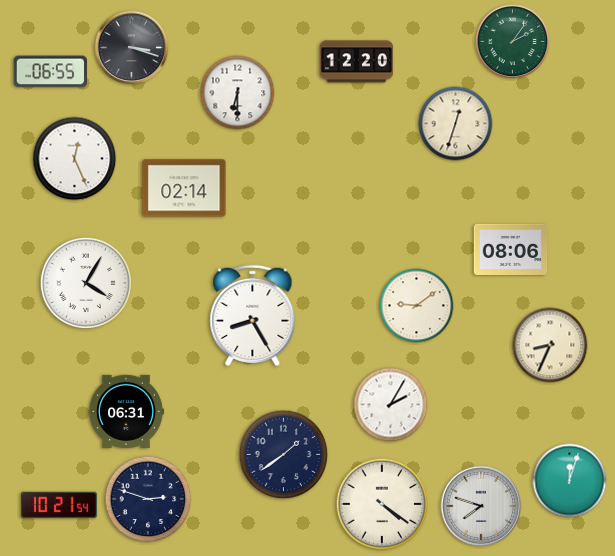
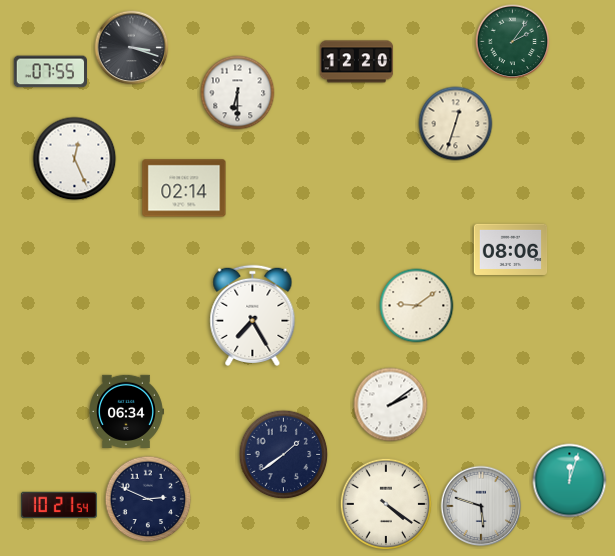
clock at (50, 72): 06:55 -> 07:55
clock at (86, 283): 4:05 -> none
clock at (253, 315): 8:25 -> 7:25
clock at (550, 345): 8:34 -> none
clock at (391, 405): 2:05 -> 2:09
clock at (126, 411): 06:31 -> 06:34
clock at (148, 499): 2:48 -> 2:49
clock at (382, 504) position: (382, 504) -> (386, 504)
clock at (481, 506): 7:48 -> 5:48
